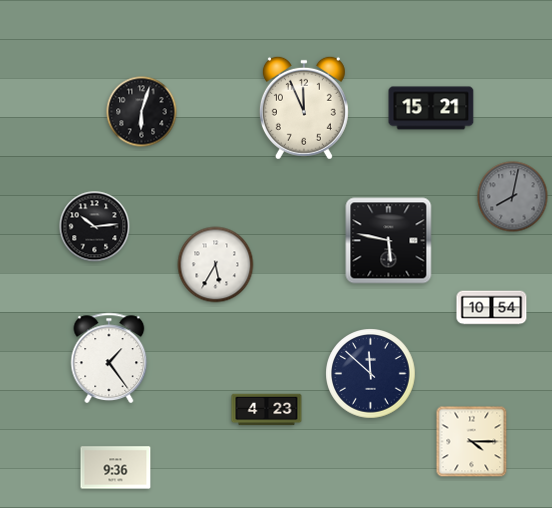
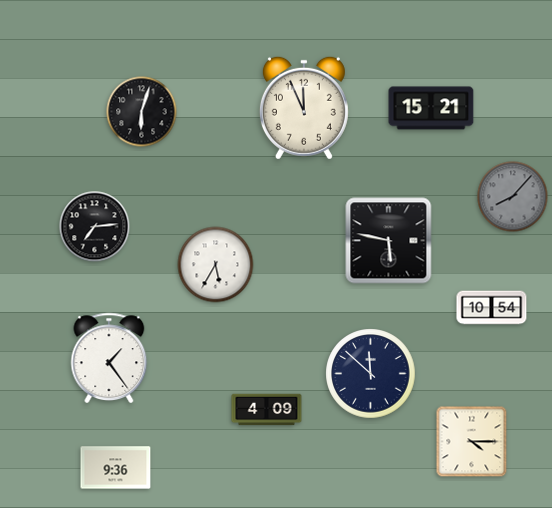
clock at (513, 197): 8:02 -> 8:07
clock at (95, 227): 10:14 -> 7:14
clock at (267, 410): 4:23 -> 4:09
